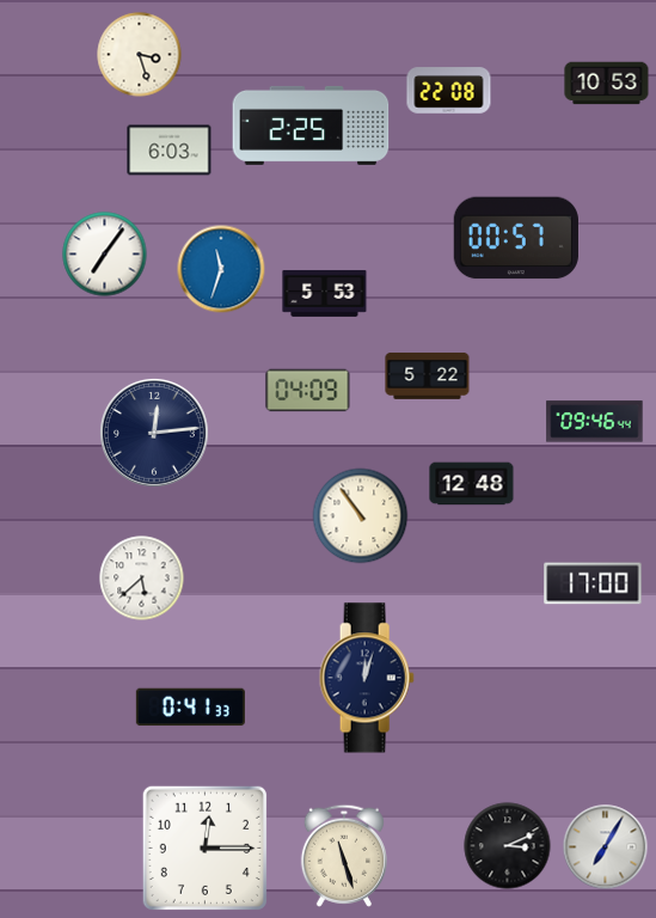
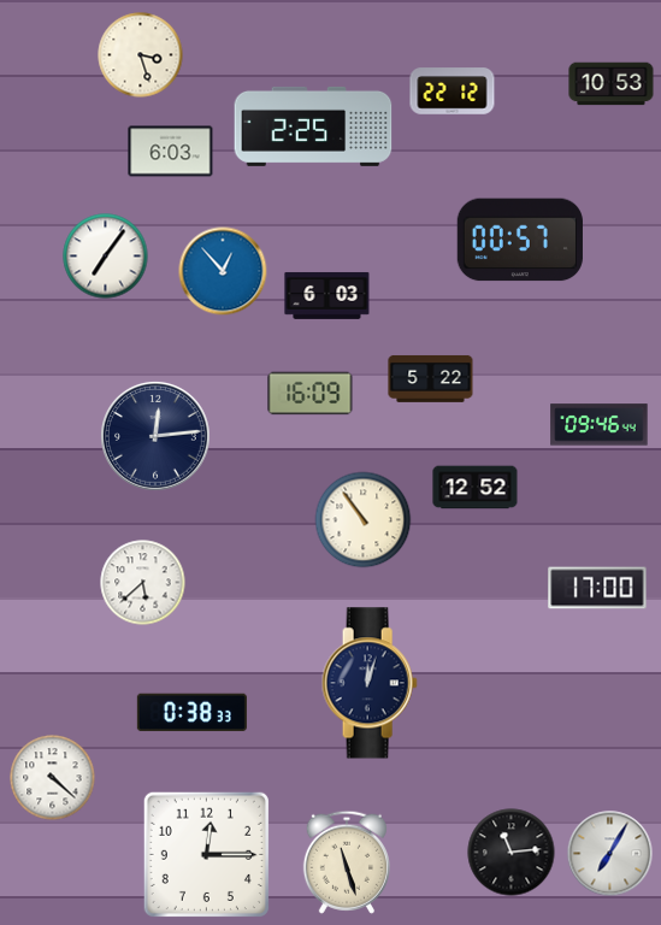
clock at (449, 91): 22:08 -> 22:12
clock at (221, 269): 11:33 -> 12:53
clock at (325, 293): 5:53 -> 6:03
clock at (308, 391): 04:09 -> 16:09
clock at (472, 484): 12:48 -> 12:52
clock at (190, 708): 0:41 -> 0:38
clock at (53, 778): none -> 4:22
clock at (508, 846): 3:11 -> 11:14
